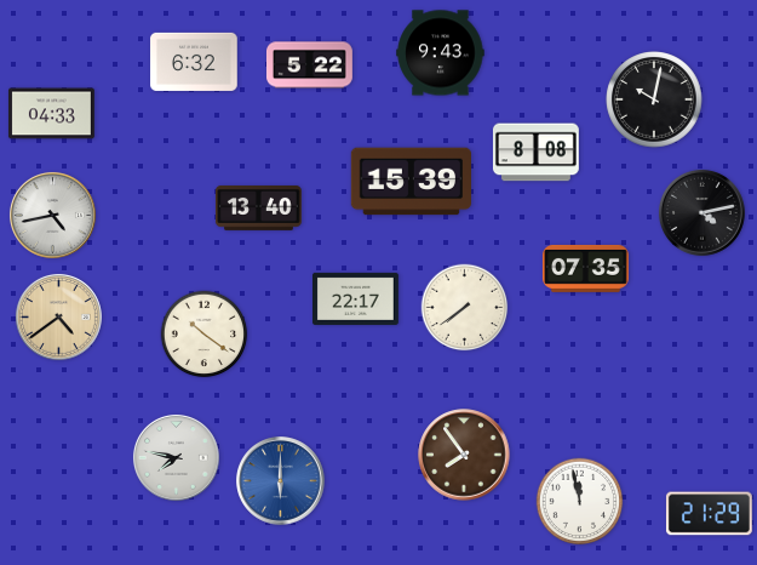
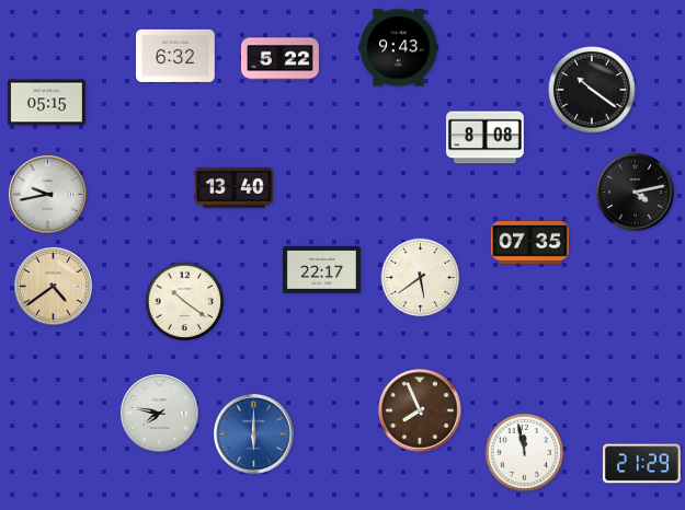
clock at (654, 99): 10:02 -> 10:21
clock at (51, 114): 04:33 -> 05:15
clock at (411, 182): 15:39 -> none
clock at (52, 215): 4:43 -> 9:43
clock at (465, 308): 7:39 -> 5:39
clock at (464, 455): 7:54 -> 7:56
